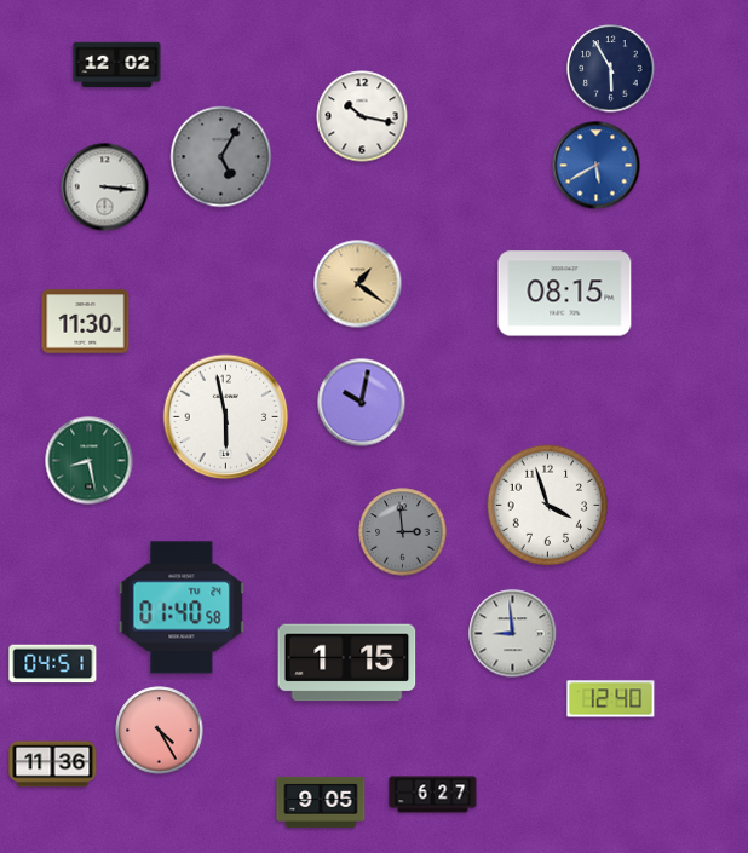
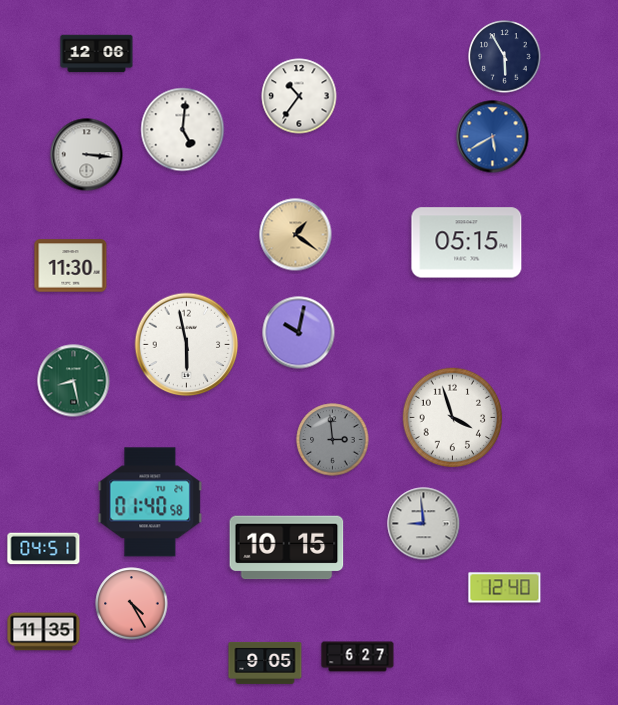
clock at (117, 65): 12:02 -> 12:06
clock at (362, 116): 10:17 -> 10:36
clock at (221, 157): 5:05 -> 5:01
clock at (221, 157) dial: grey -> white
clock at (565, 294): 08:15 -> 05:15
clock at (347, 663): 1:15 -> 10:15
clock at (611, 699) position: (611, 699) -> (505, 588)
clock at (53, 765): 11:36 -> 11:35
